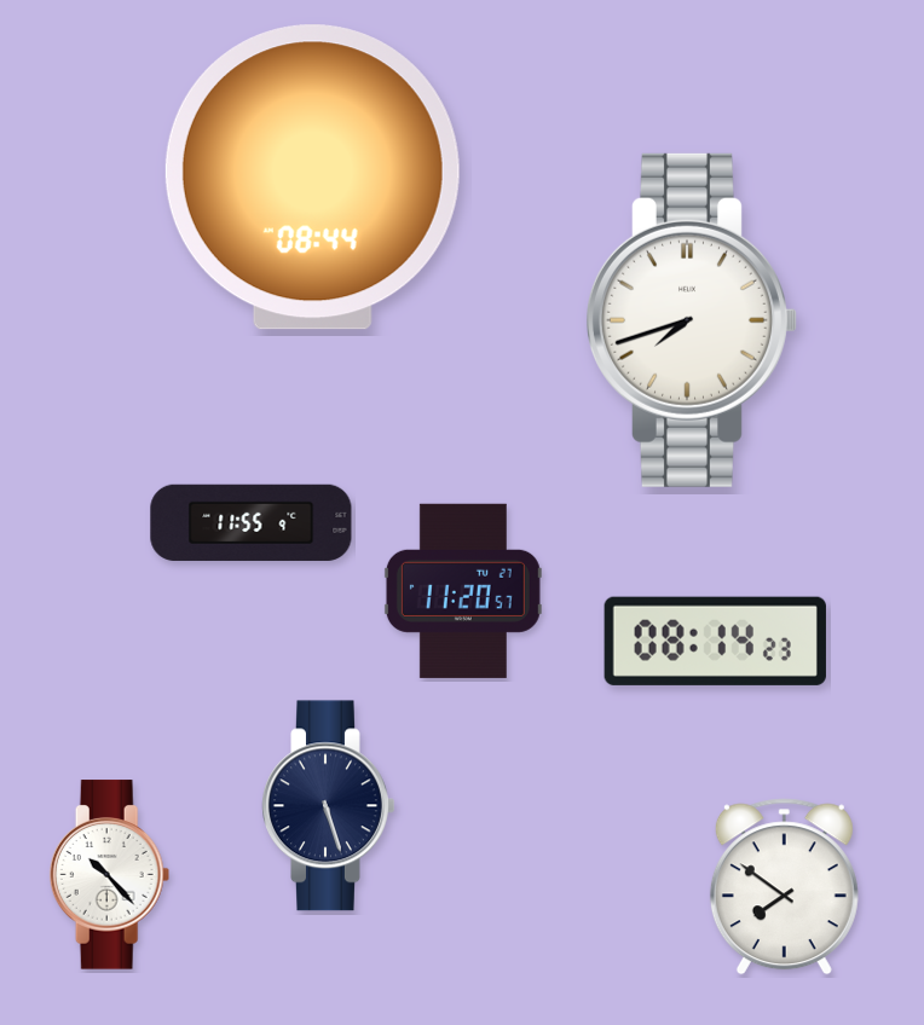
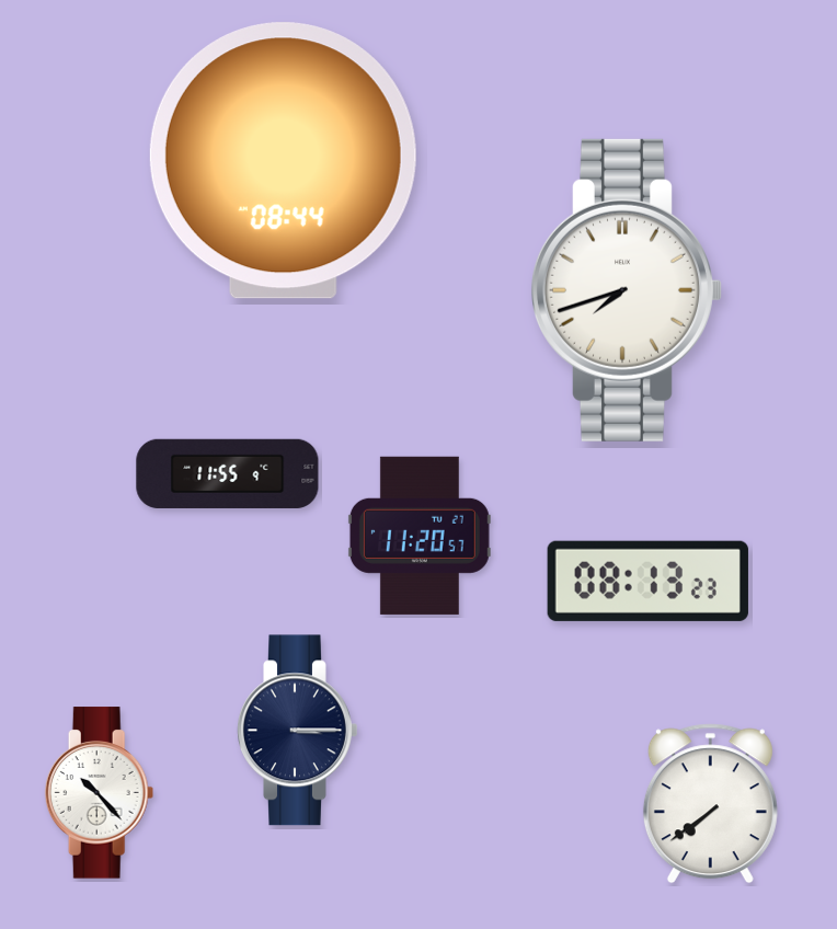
clock at (715, 641): 08:14 -> 08:13
clock at (329, 806): 5:27 -> 3:15
clock at (784, 887): 7:51 -> 7:39
